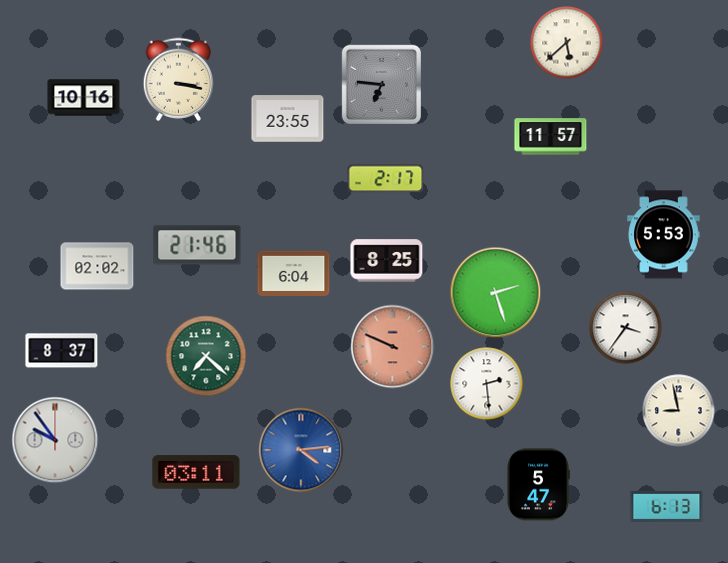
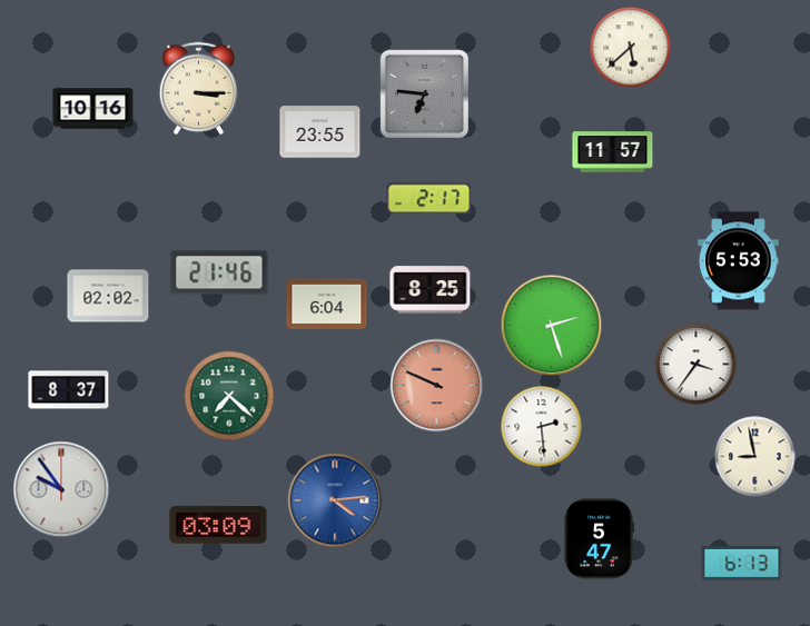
clock at (179, 79): 3:17 -> 3:15
clock at (196, 472): 03:11 -> 03:09
